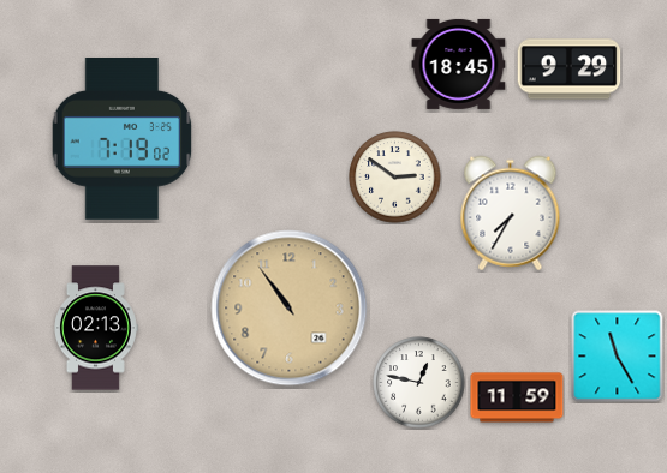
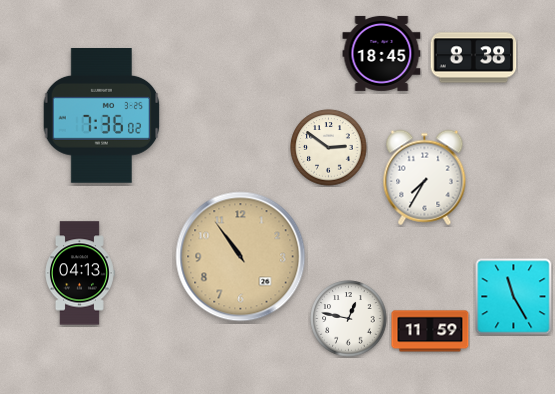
clock at (570, 70): 9:29 -> 8:38
clock at (123, 139): 7:19 -> 7:36
clock at (96, 328): 02:13 -> 04:13
